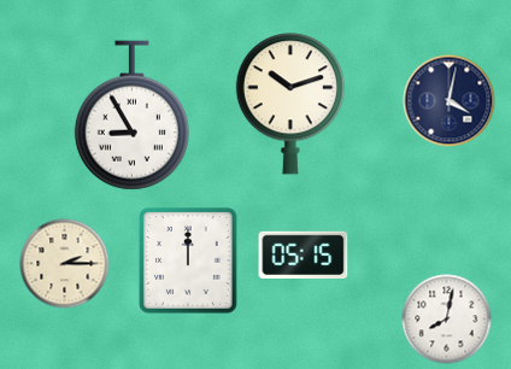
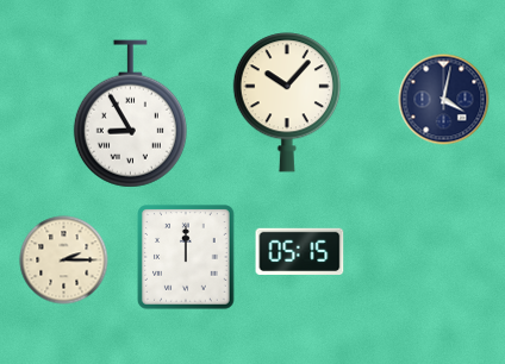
clock at (290, 104): 10:12 -> 10:07
clock at (447, 320): 8:02 -> none
